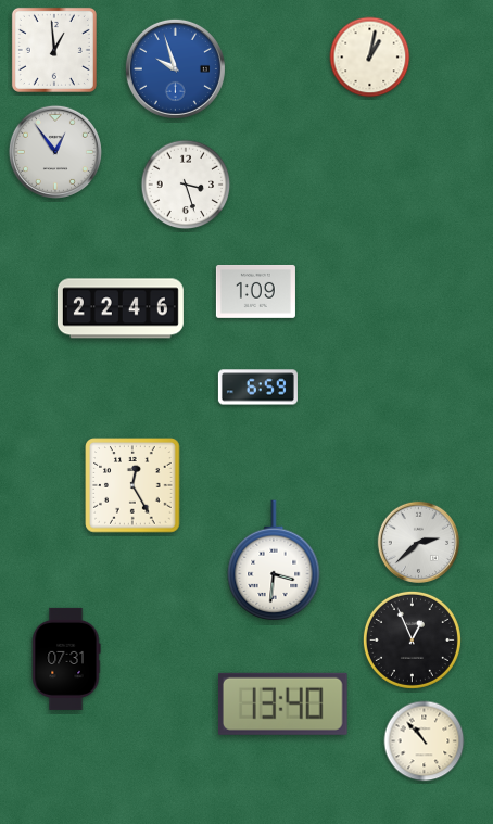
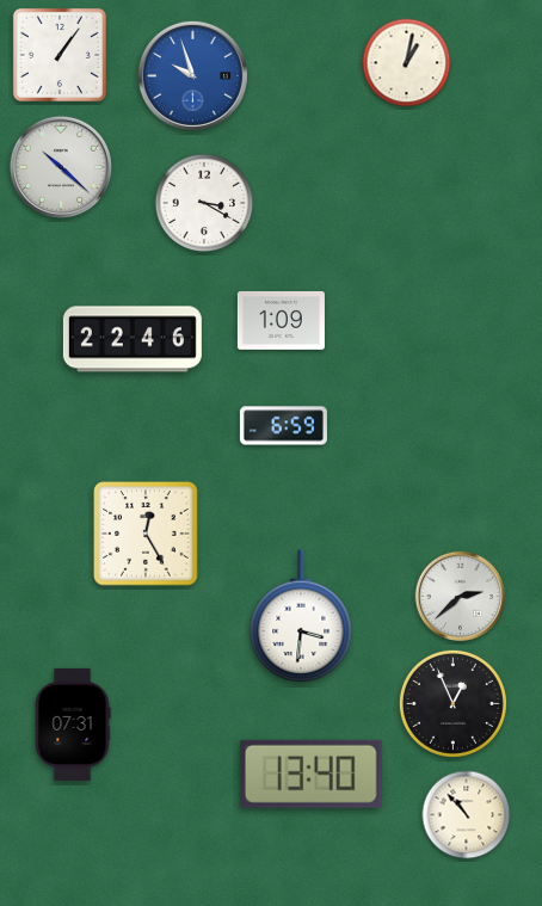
clock at (54, 50): 12:59 -> 1:06
clock at (55, 152): 12:54 -> 10:22
clock at (186, 185): 3:27 -> 3:20
